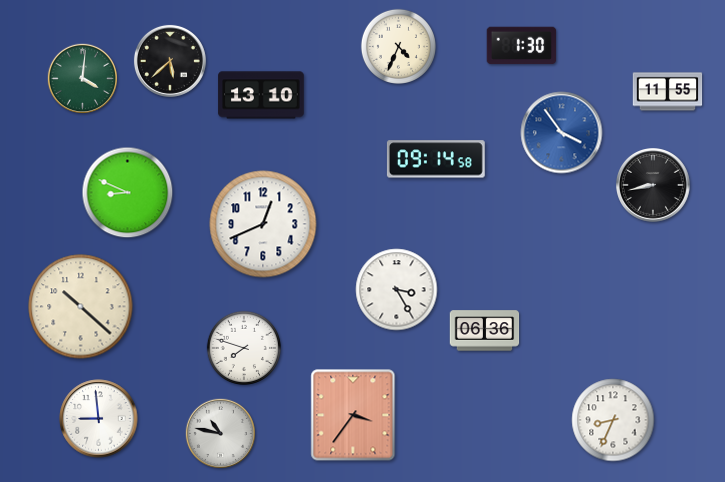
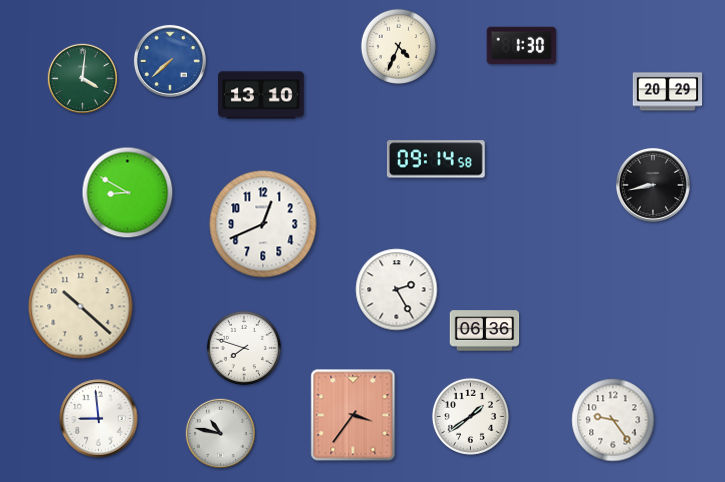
clock at (170, 61): 5:38 -> 7:38
clock at (170, 61) dial: black -> blue
clock at (668, 92): 11:55 -> 20:29
clock at (562, 133): 3:54 -> none
clock at (128, 193): 8:49 -> 8:50
clock at (397, 290): 3:25 -> 2:25
clock at (470, 416): none -> 1:39
clock at (613, 420): 8:34 -> 9:24
